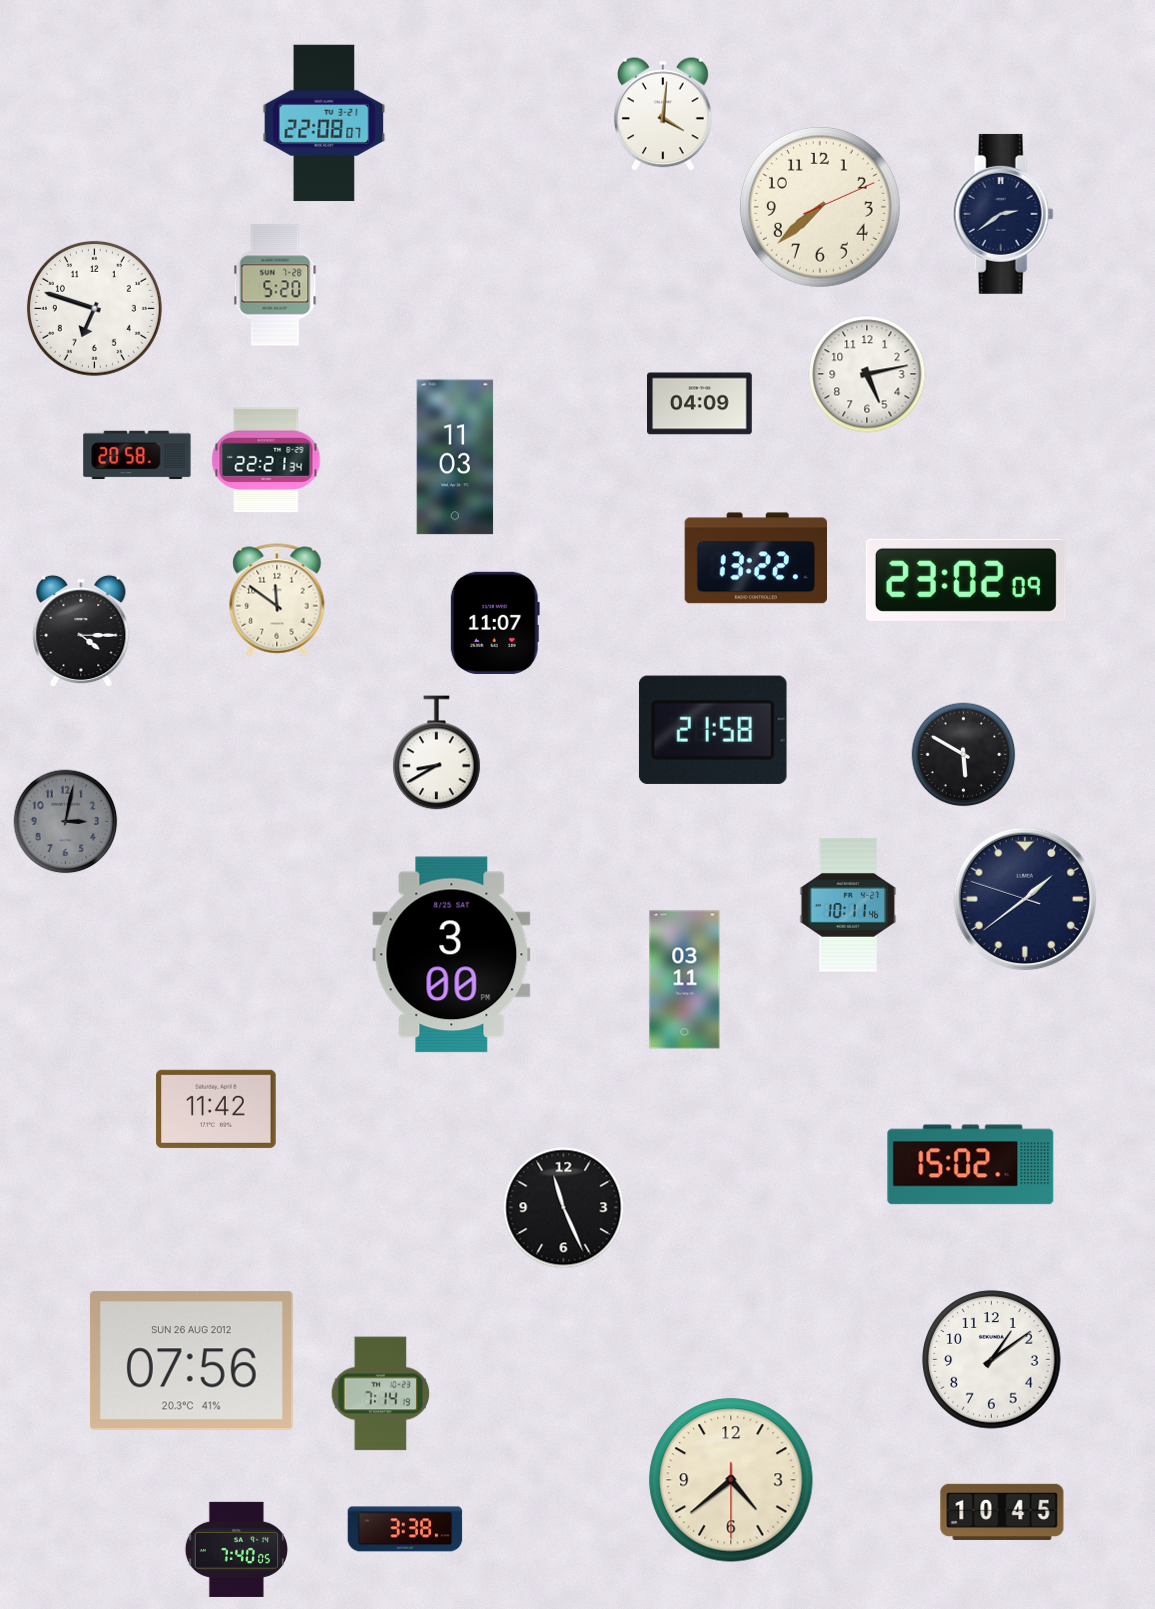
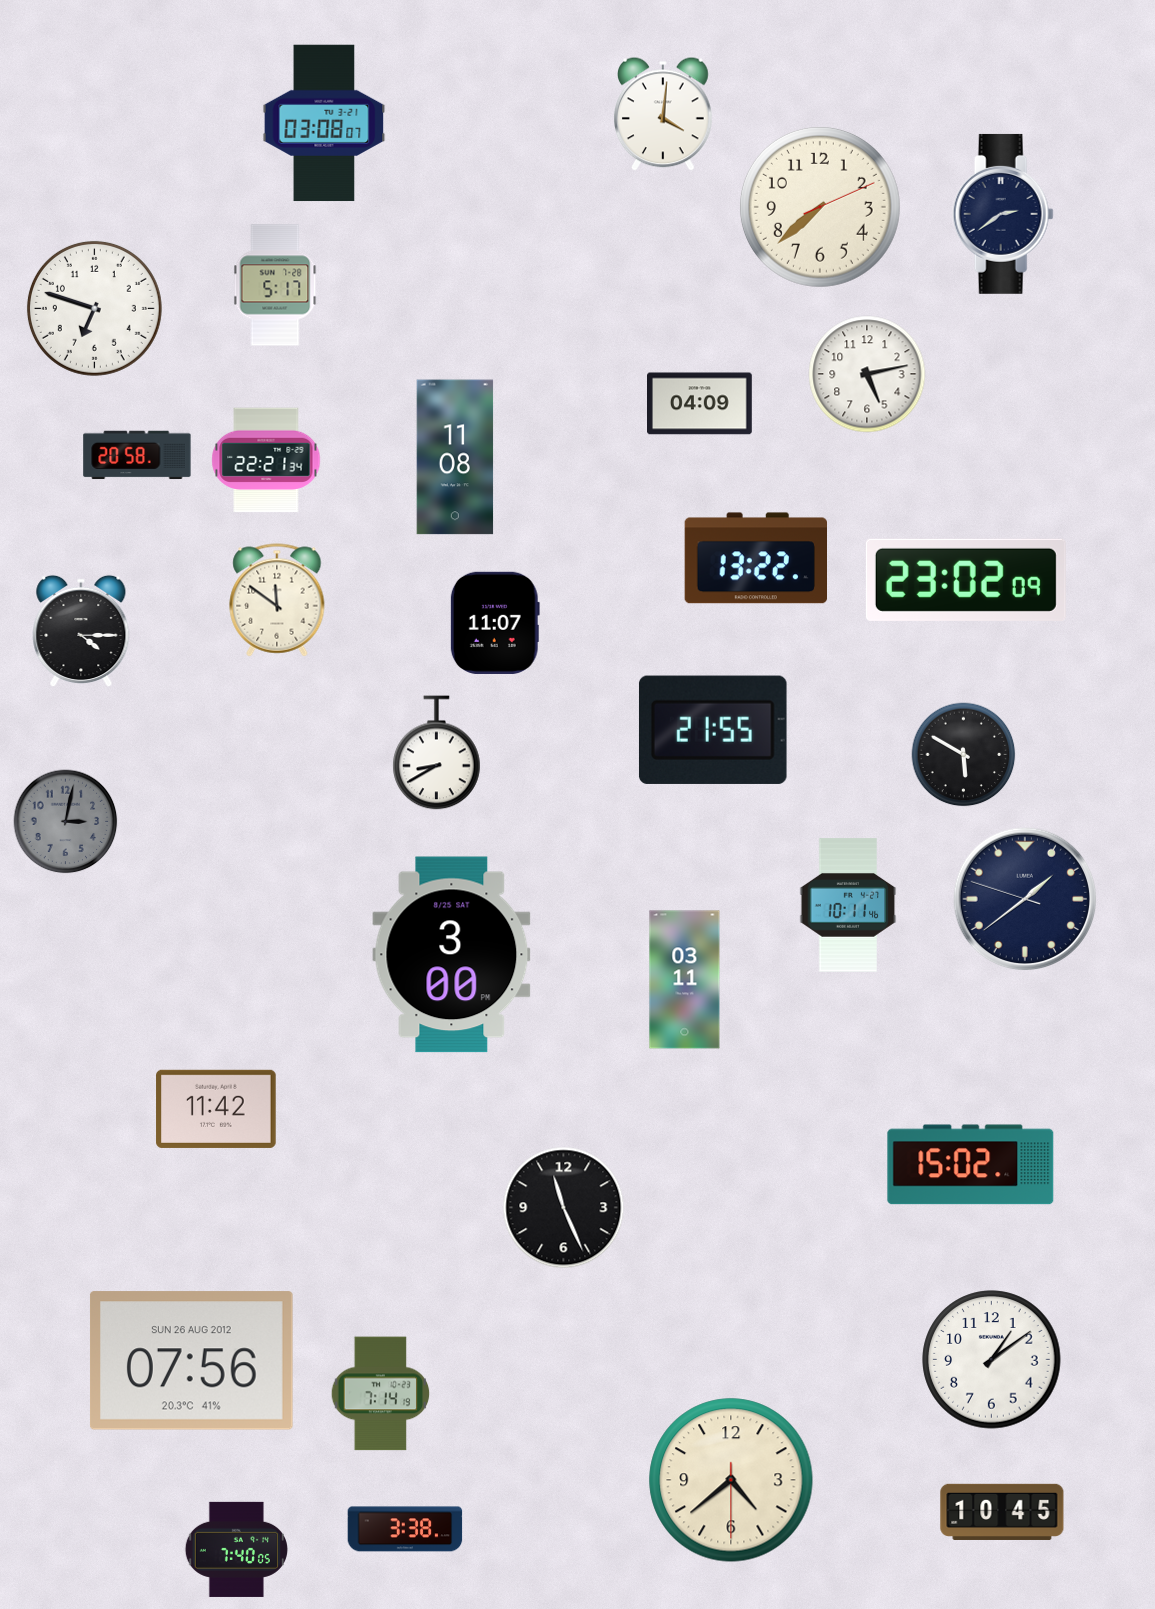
clock at (324, 123): 22:08 -> 03:08
clock at (275, 285): 5:20 -> 5:17
clock at (455, 457): 11:03 -> 11:08
clock at (713, 730): 21:58 -> 21:55
